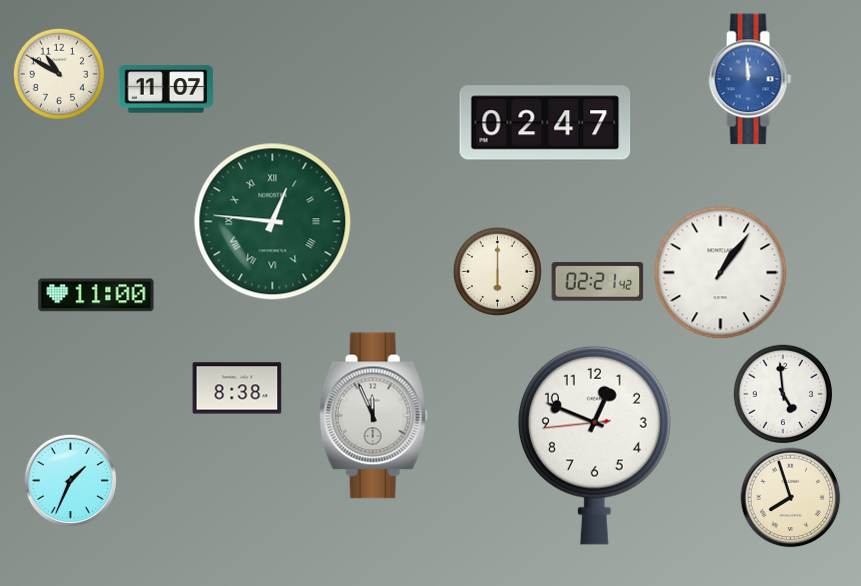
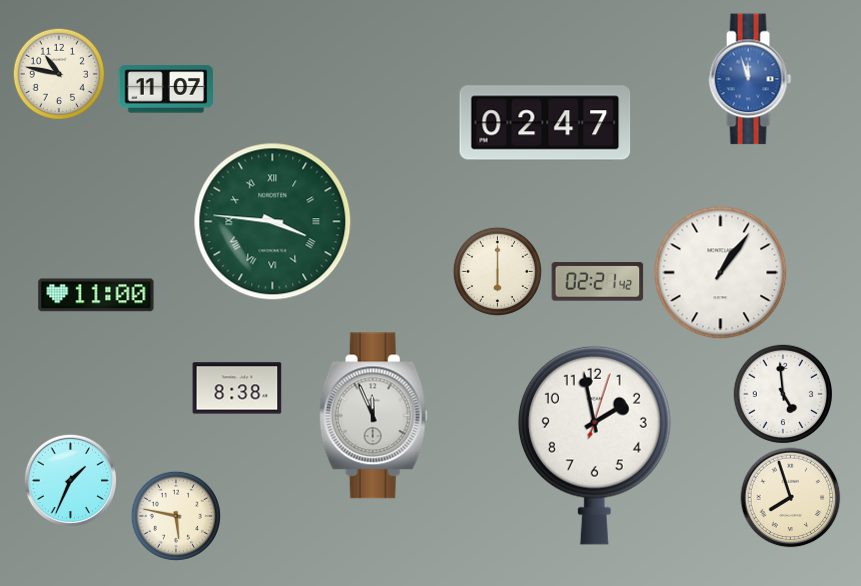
clock at (59, 74): 10:50 -> 10:47
clock at (750, 79): 11:59 -> 11:57
clock at (273, 222): 12:46 -> 3:46
clock at (594, 445): 12:48 -> 1:58
clock at (176, 516): none -> 5:47
